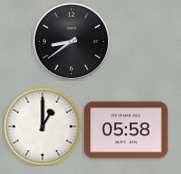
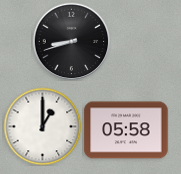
clock at (71, 41): 8:39 -> 8:42
